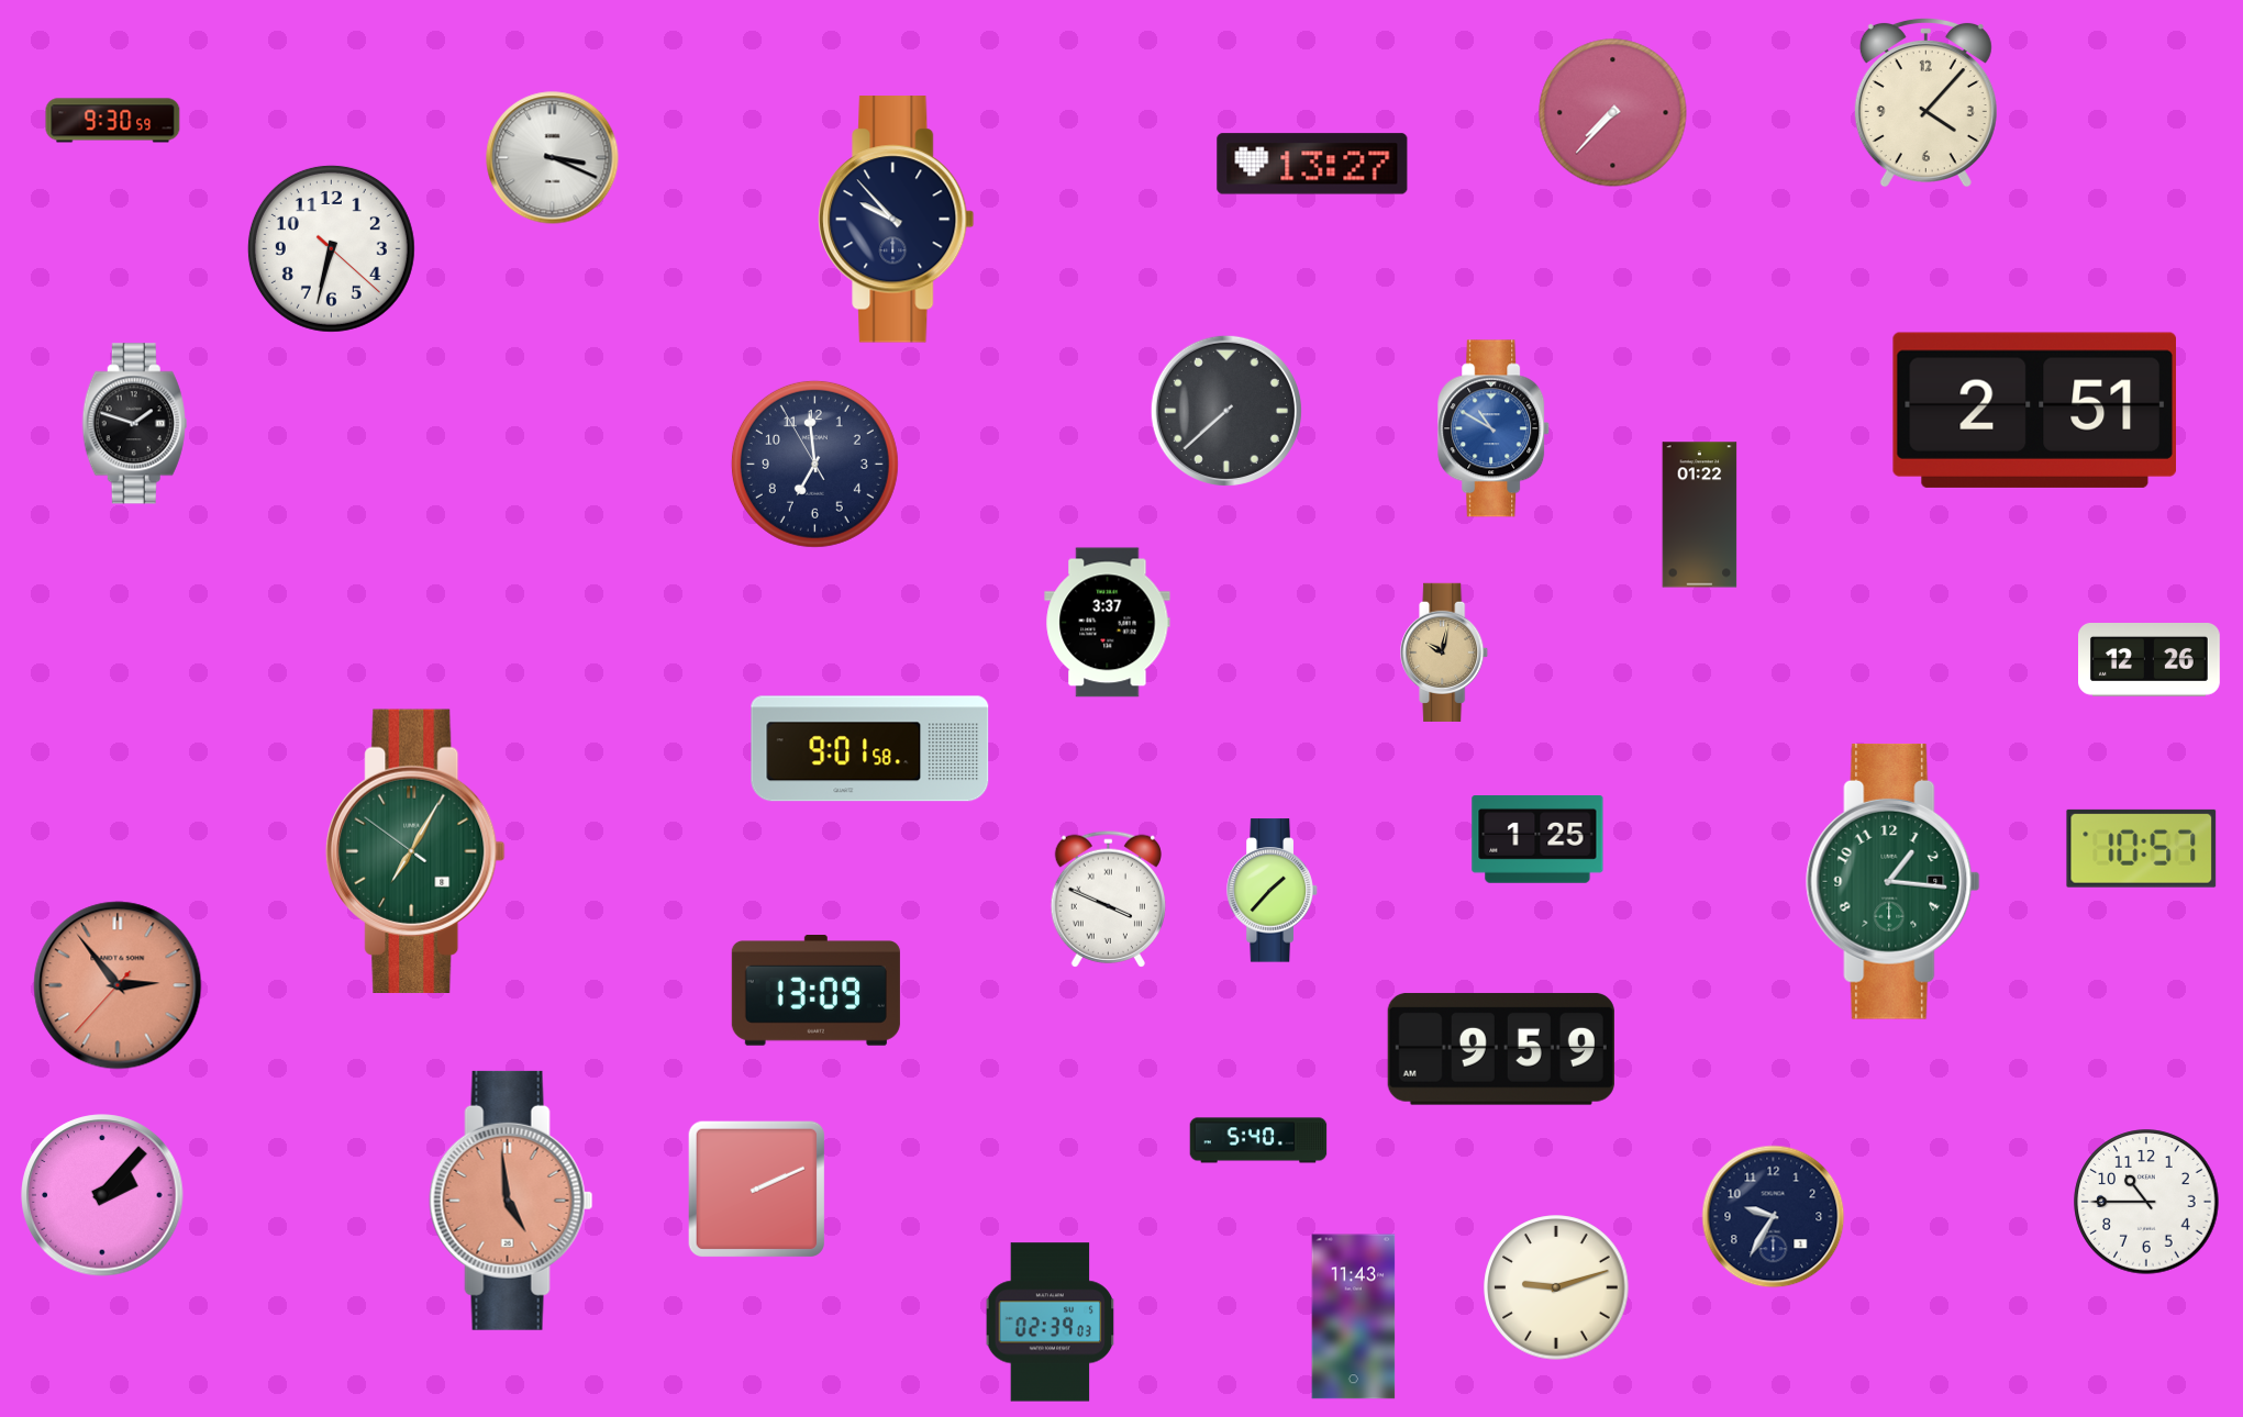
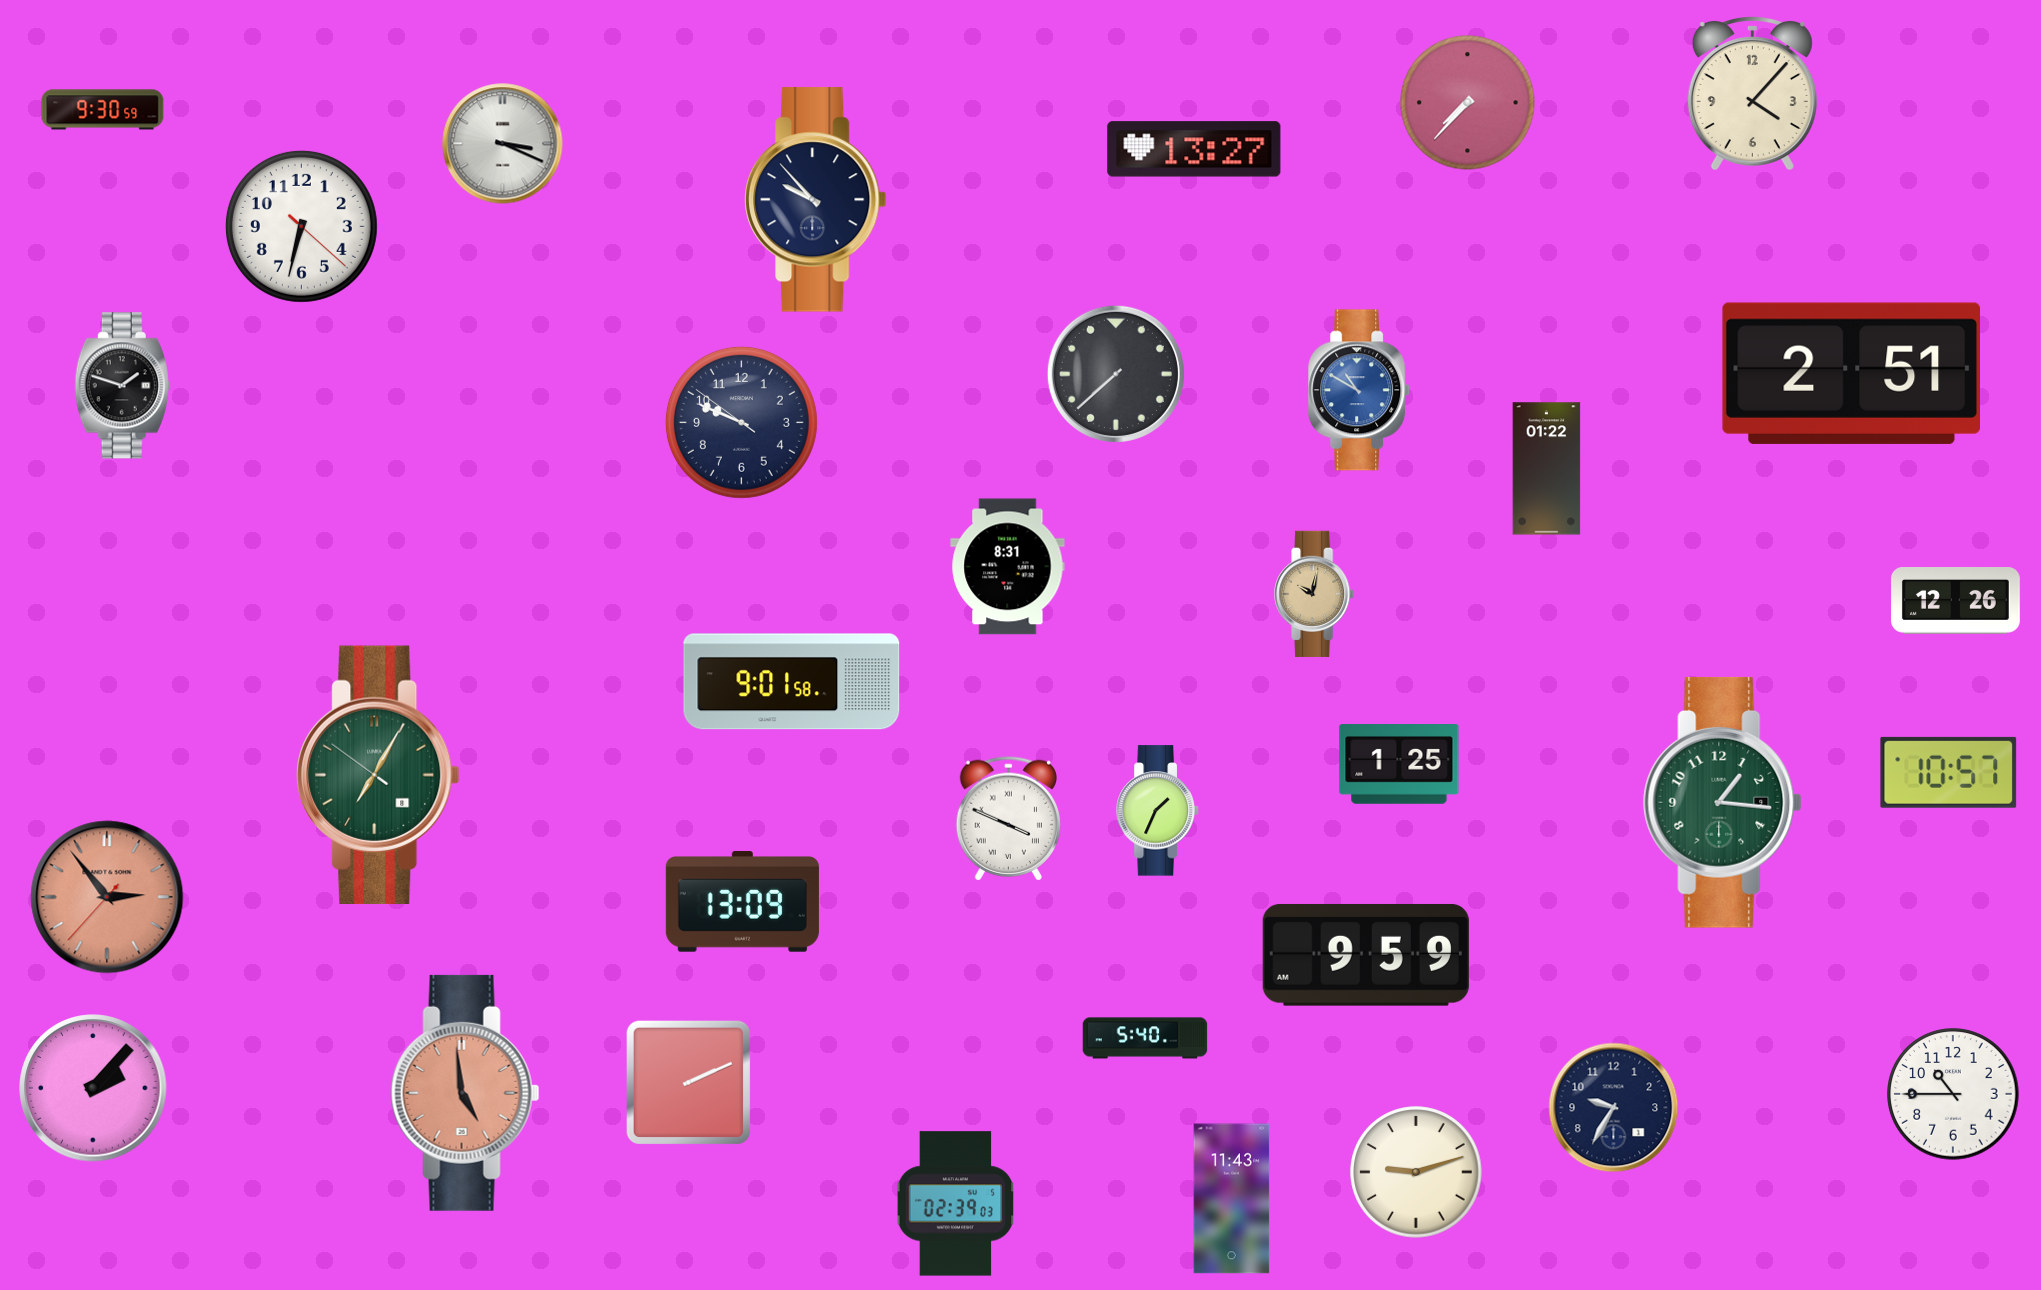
clock at (814, 464): 6:58 -> 9:48
clock at (1108, 623): 3:37 -> 8:31
clock at (1273, 891): 1:37 -> 1:34
